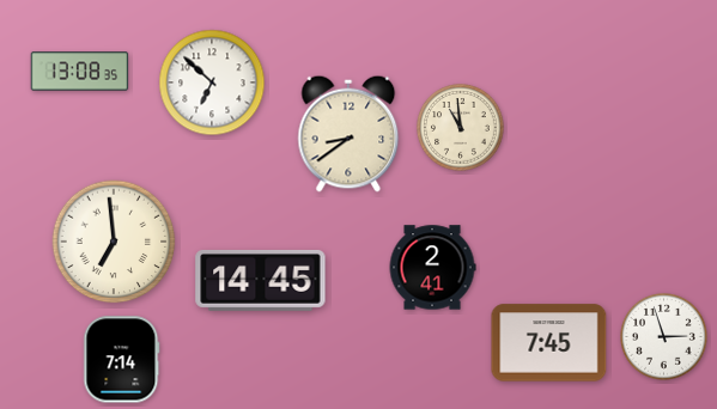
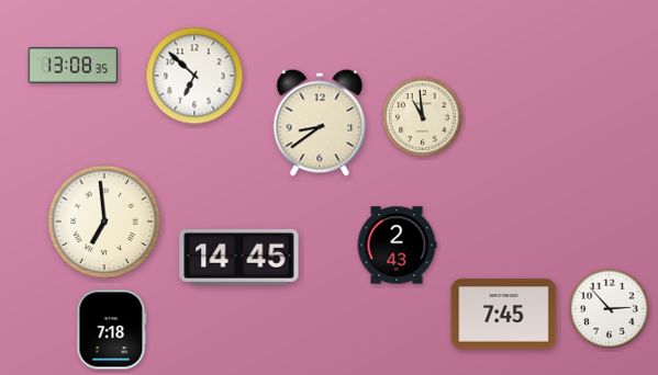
clock at (432, 268): 2:41 -> 2:43
clock at (664, 337): 2:57 -> 2:53
clock at (122, 360): 7:14 -> 7:18
